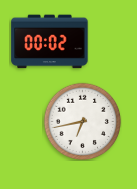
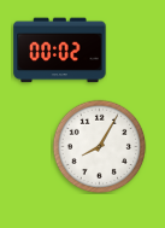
clock at (82, 121): 6:43 -> 8:05
